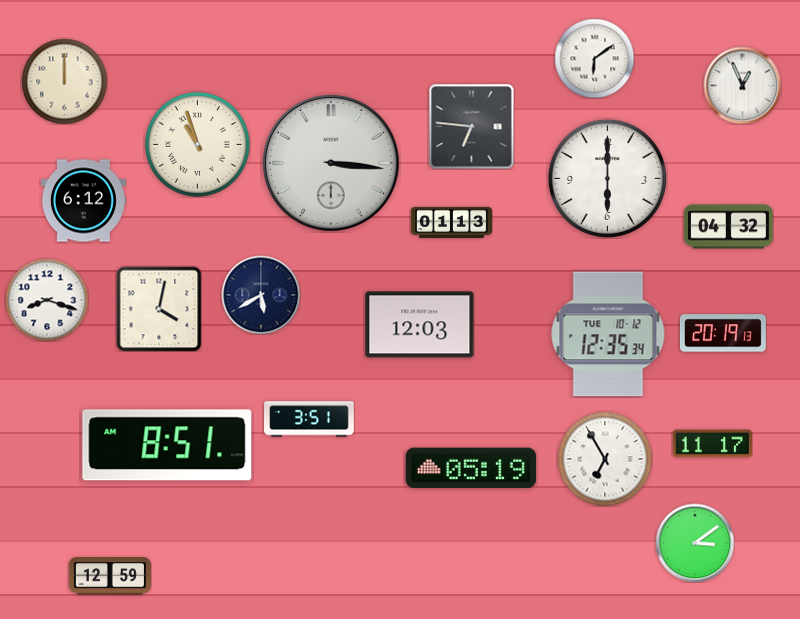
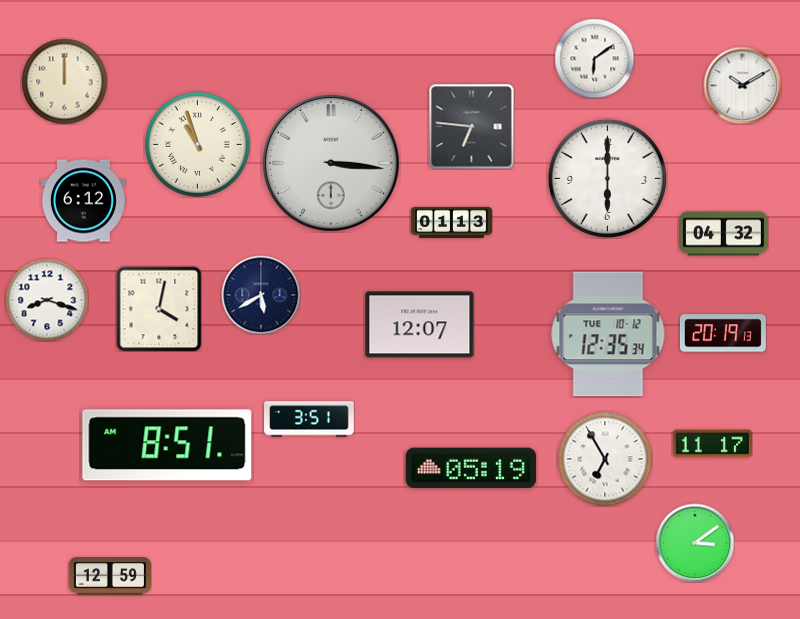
clock at (742, 85): 12:56 -> 10:10
clock at (729, 227) position: (729, 227) -> (724, 234)
clock at (420, 325): 12:03 -> 12:07
